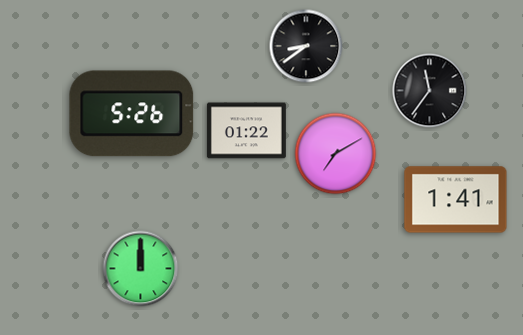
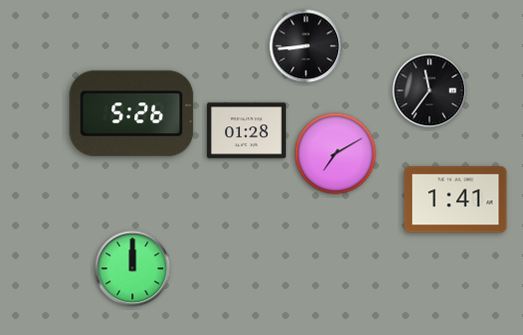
clock at (306, 46): 8:39 -> 8:44
clock at (246, 131): 01:22 -> 01:28
clock at (141, 269) position: (141, 269) -> (133, 269)
